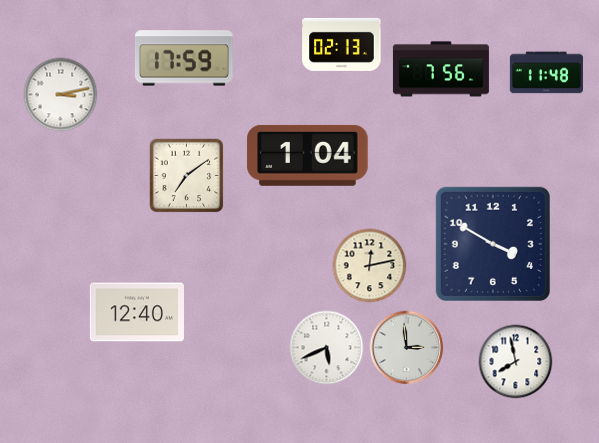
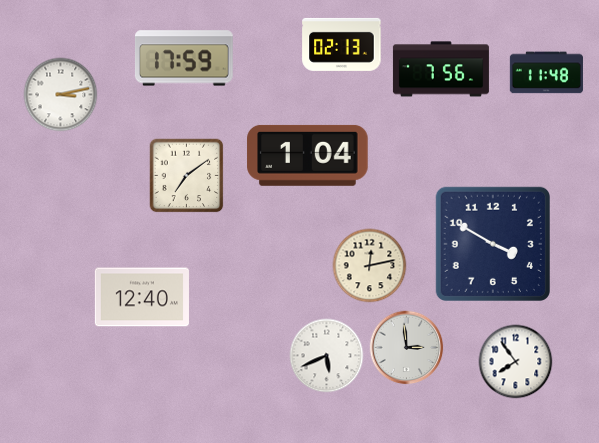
clock at (137, 312) position: (137, 312) -> (142, 297)
clock at (327, 348) position: (327, 348) -> (327, 356)
clock at (516, 362): 7:58 -> 7:54
